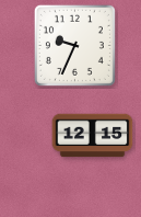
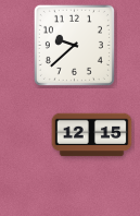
clock at (74, 45): 9:34 -> 9:38
